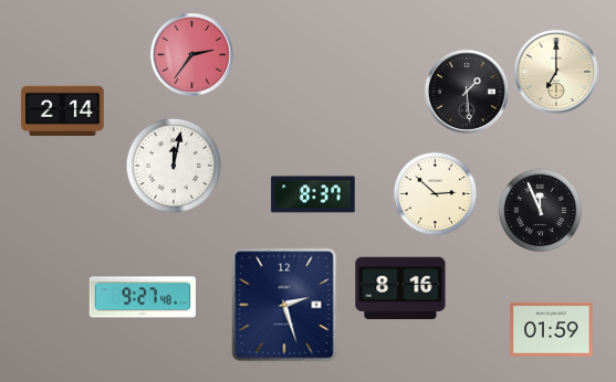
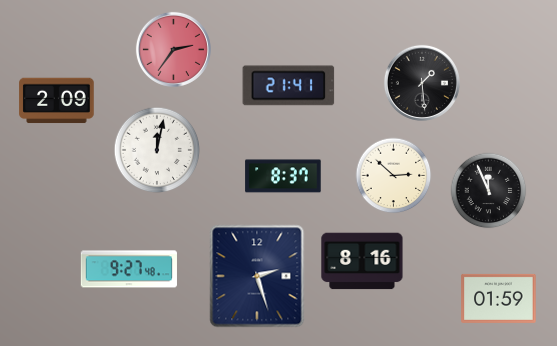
clock at (556, 72): 7:00 -> none
clock at (289, 86): none -> 21:41
clock at (63, 112): 2:14 -> 2:09
